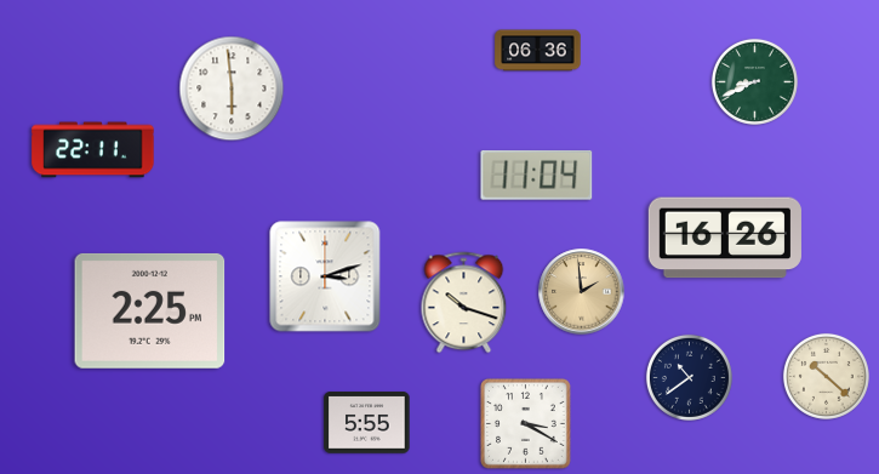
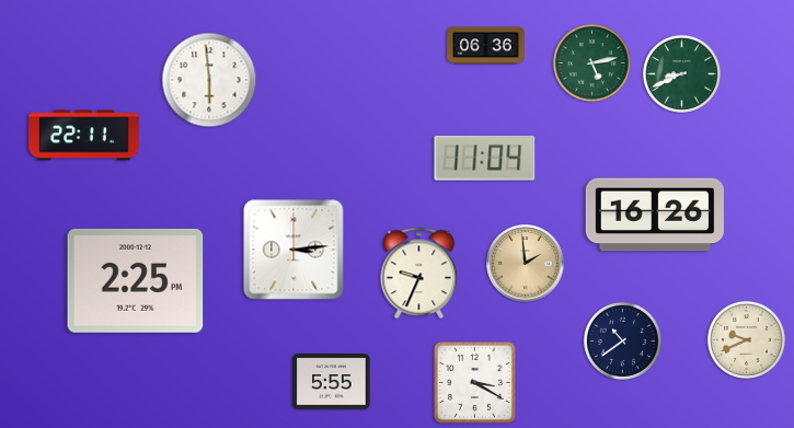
clock at (591, 62): none -> 5:13
clock at (325, 276): 3:12 -> 3:14
clock at (464, 303): 10:18 -> 9:34
clock at (826, 376): 10:22 -> 9:41
